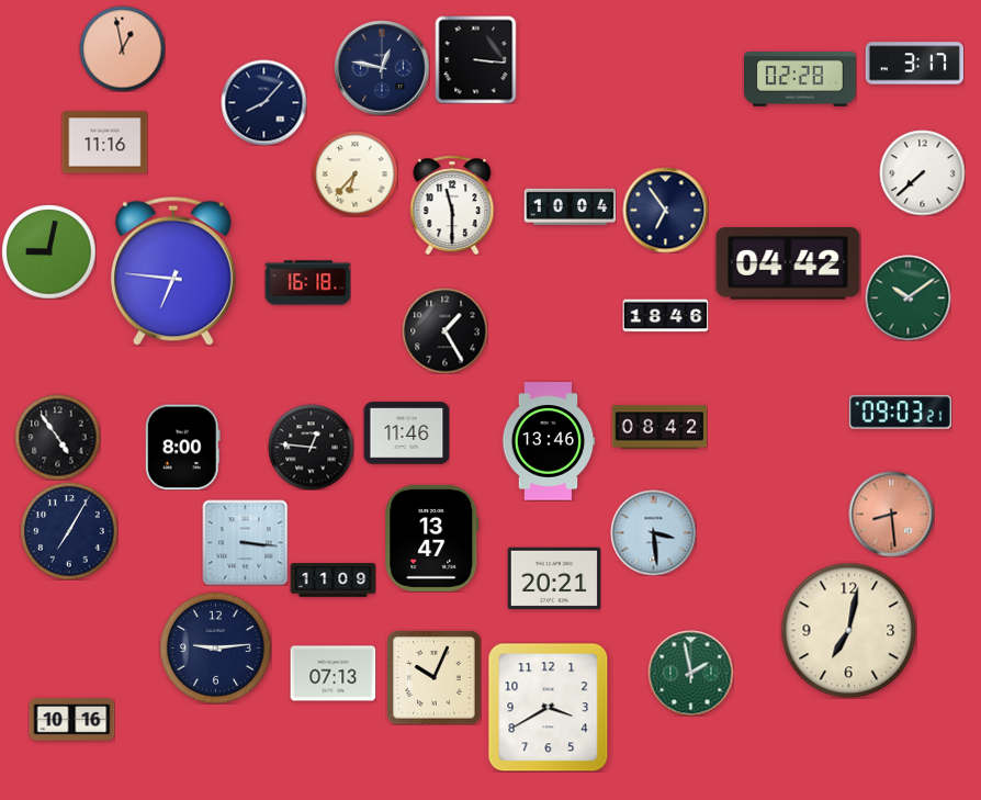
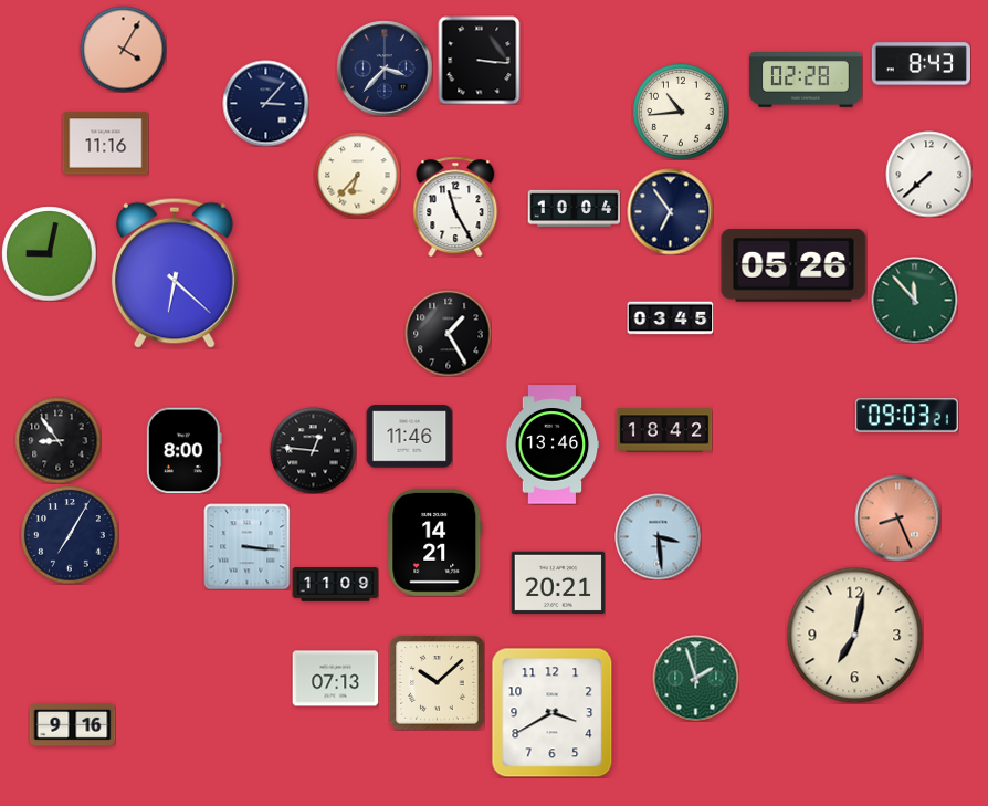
clock at (122, 48): 12:58 -> 4:05
clock at (914, 64): 3:17 -> 8:43
clock at (382, 68): 12:47 -> 3:37
clock at (263, 102): 8:07 -> 3:07
clock at (681, 112): none -> 10:44
clock at (452, 205): 11:30 -> 11:25
clock at (788, 263): 04:42 -> 05:26
clock at (173, 271): 6:46 -> 6:22
clock at (307, 283): 16:18 -> none
clock at (907, 297): 10:09 -> 11:53
clock at (665, 316): 18:46 -> 03:45
clock at (659, 427): 08:42 -> 18:42
clock at (57, 437): 4:54 -> 8:54
clock at (891, 514): 8:29 -> 8:26
clock at (432, 538): 13:47 -> 14:21
clock at (215, 647): 9:14 -> none
clock at (690, 673): 1:58 -> 1:57
clock at (433, 677): 10:04 -> 10:08
clock at (71, 720): 10:16 -> 9:16
